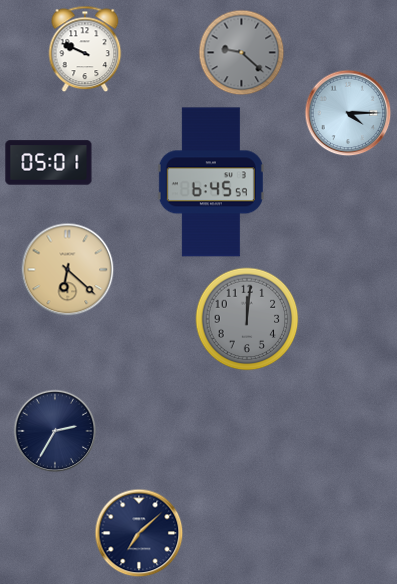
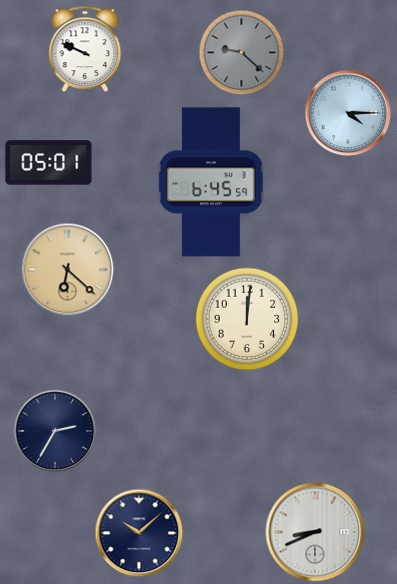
clock at (247, 319) dial: grey -> cream
clock at (315, 532): none -> 8:41
clock at (139, 533): 7:08 -> 10:08
